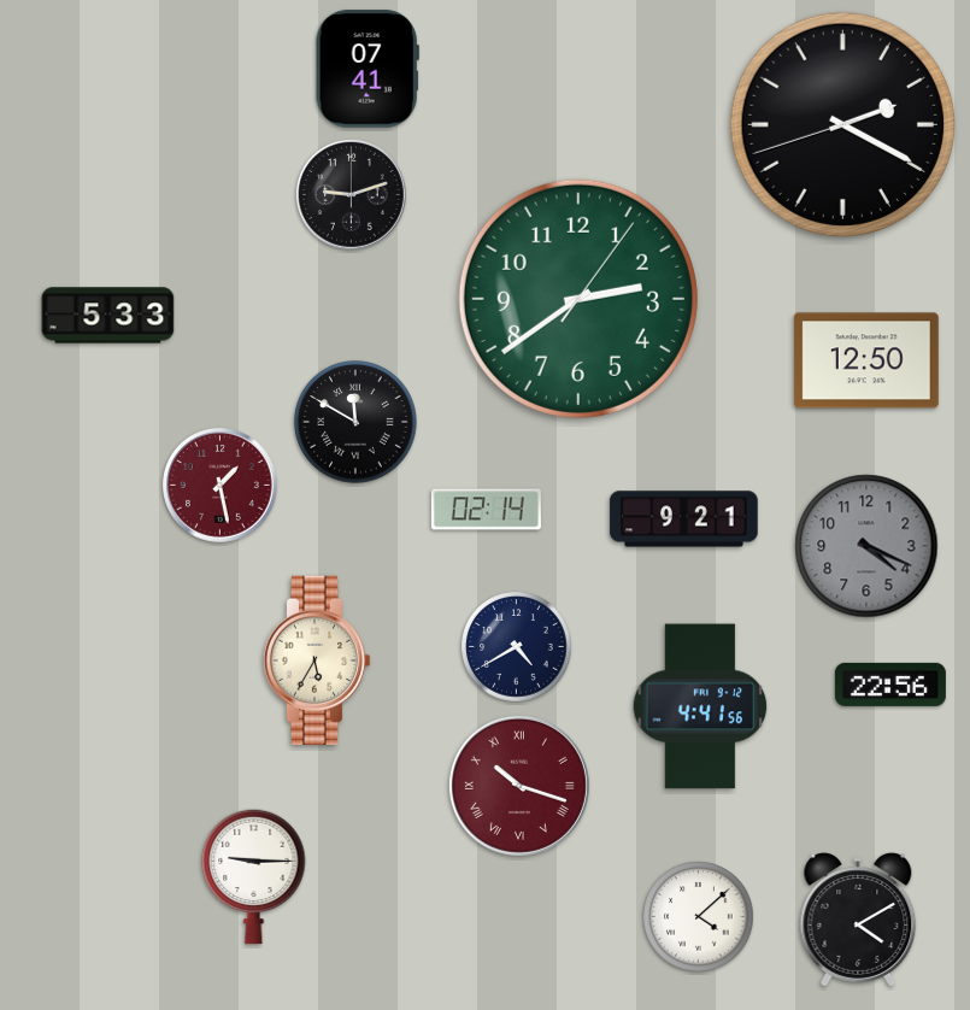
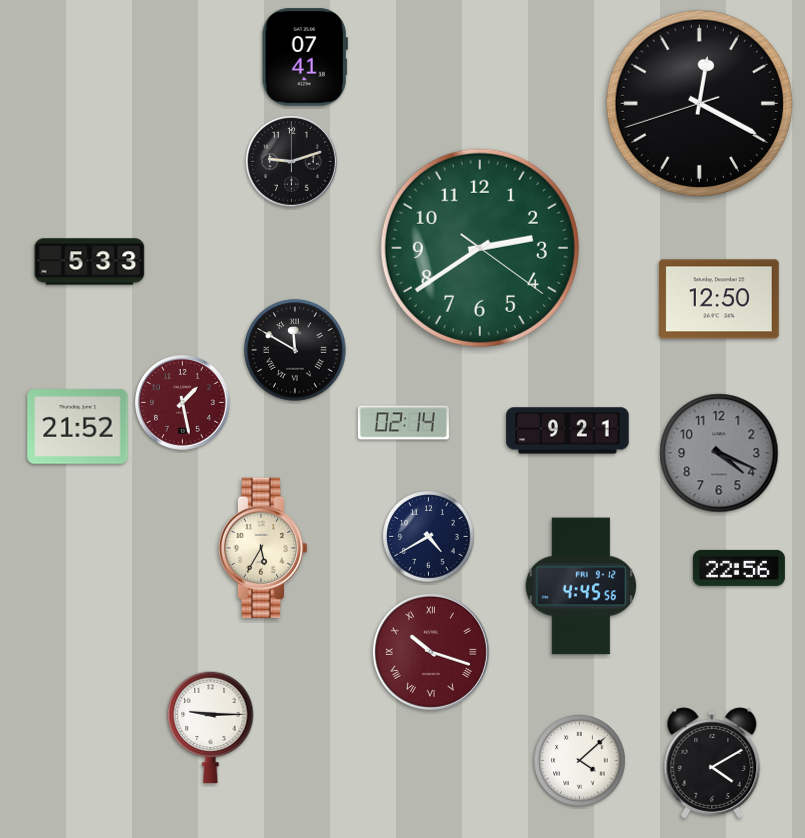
clock at (842, 124): 2:19 -> 12:19
clock at (578, 299): 2:39:06 -> 2:39:21
clock at (78, 427): none -> 21:52
clock at (700, 706): 4:41 -> 4:45
